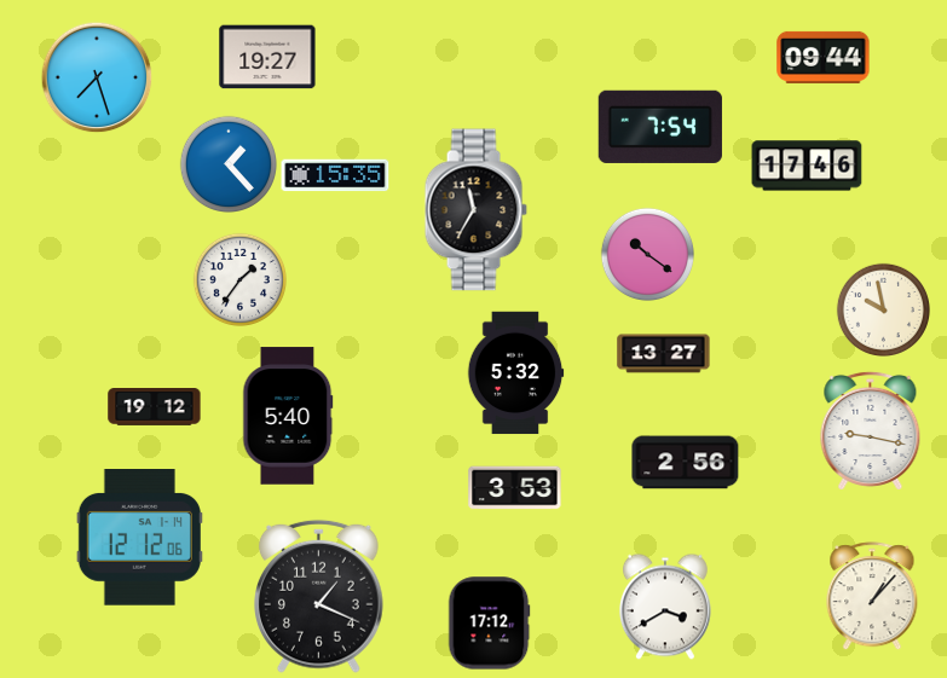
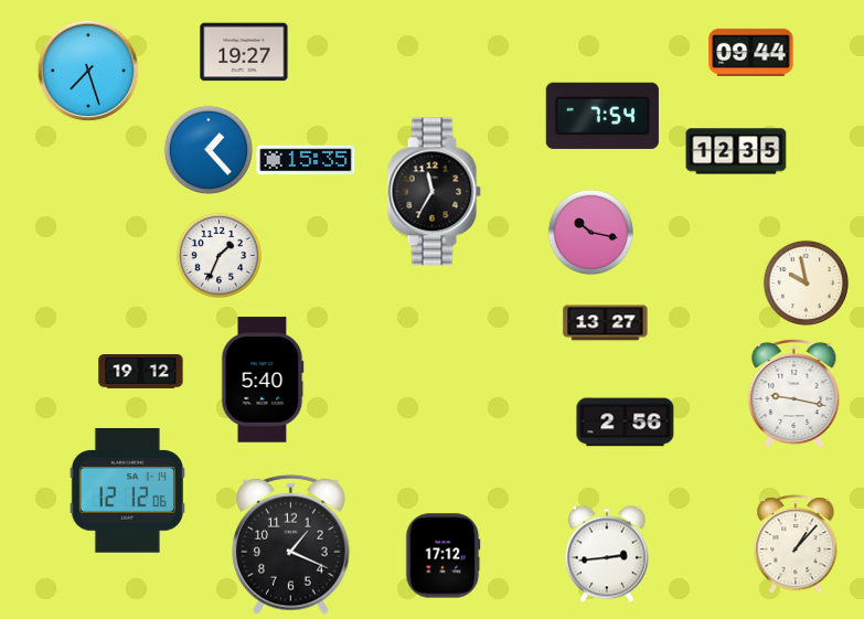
clock at (807, 166): 17:46 -> 12:35
clock at (647, 254): 10:21 -> 10:17
clock at (239, 279): 1:36 -> 1:34
clock at (515, 373): 5:32 -> none
clock at (515, 488): 3:53 -> none
clock at (665, 607): 3:40 -> 2:44
clock at (489, 624) position: (489, 624) -> (442, 556)
